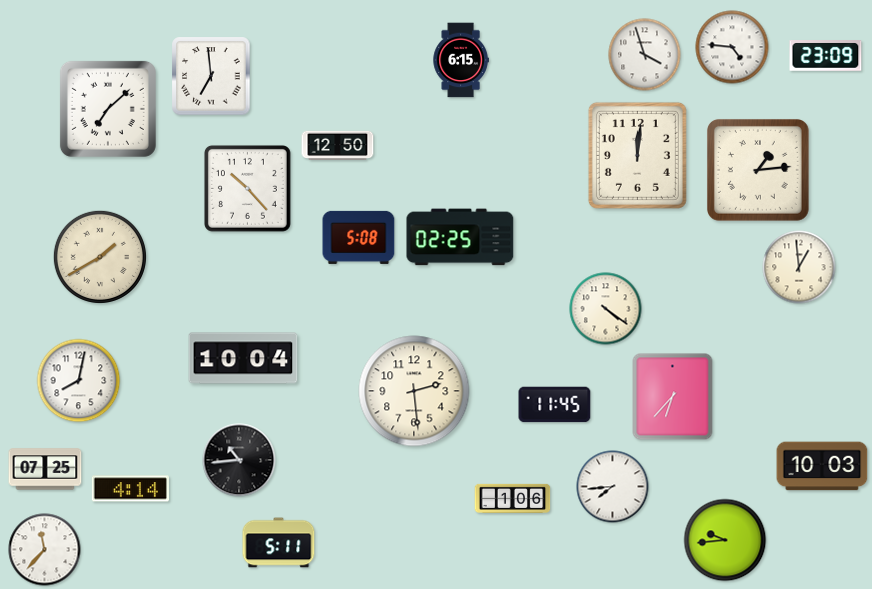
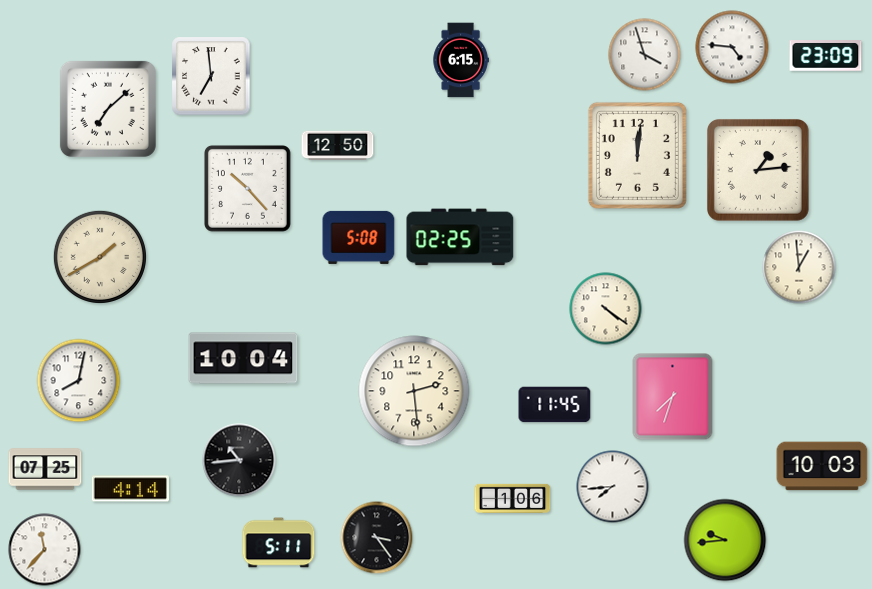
clock at (673, 397): 6:37 -> 7:33
clock at (377, 538): none -> 3:24
